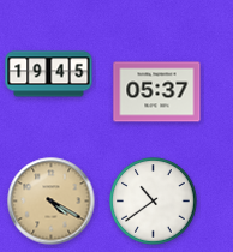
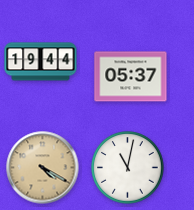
clock at (49, 74): 19:45 -> 19:44
clock at (154, 202): 10:39 -> 11:02
